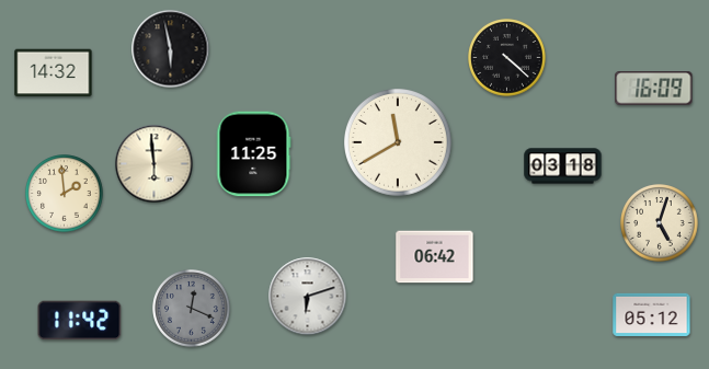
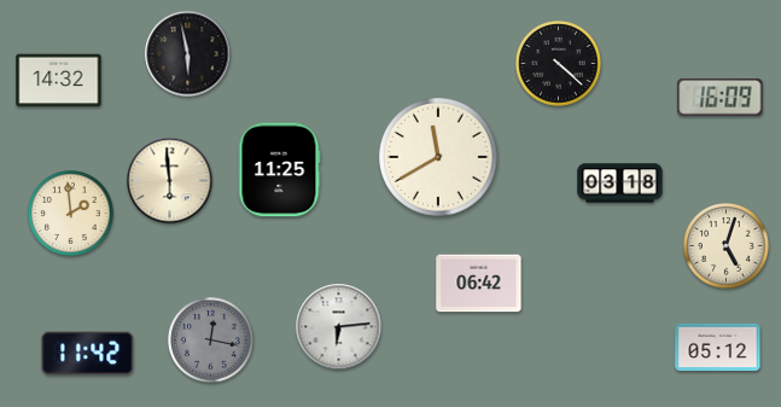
clock at (308, 297): 6:12 -> 6:14
clock at (192, 309): 12:19 -> 12:17
